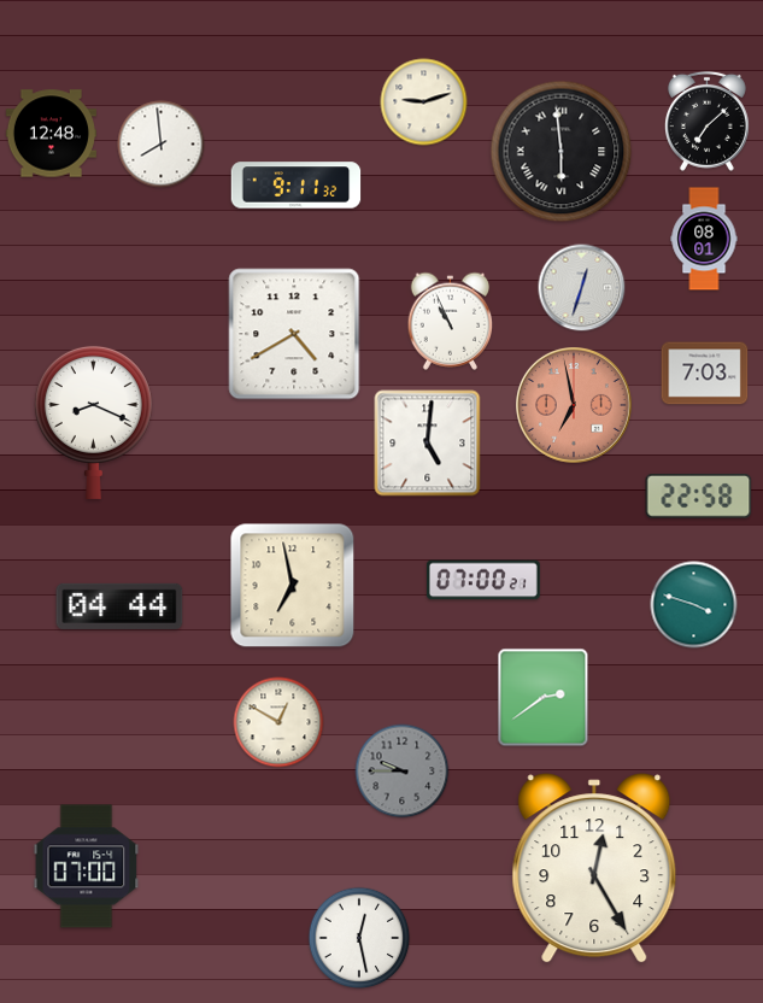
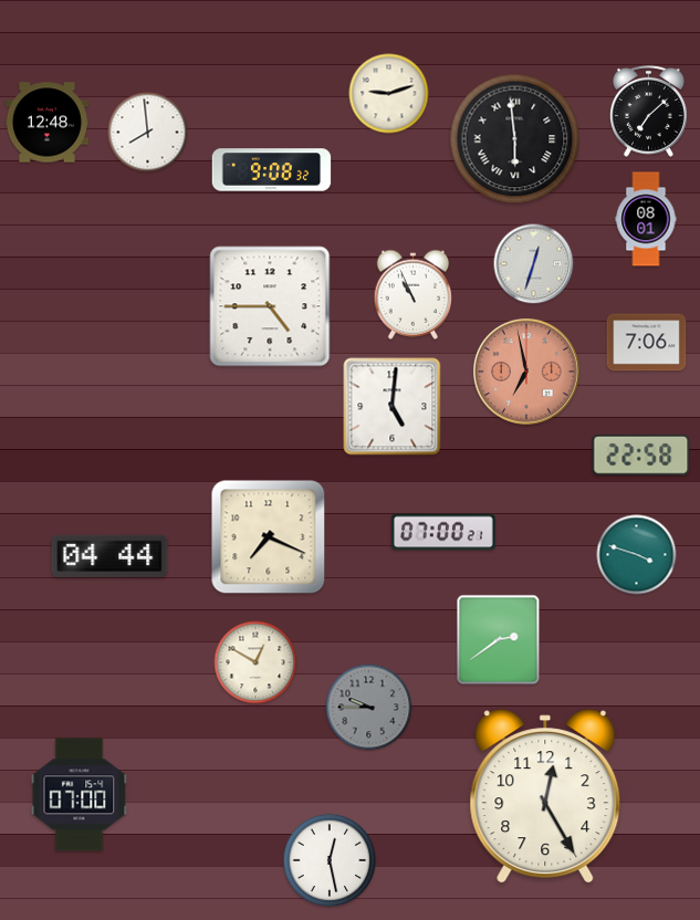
clock at (297, 186): 9:11 -> 9:08
clock at (294, 334): 4:40 -> 4:45
clock at (705, 374): 7:03 -> 7:06
clock at (93, 422): 8:19 -> none
clock at (293, 586): 6:58 -> 7:19
